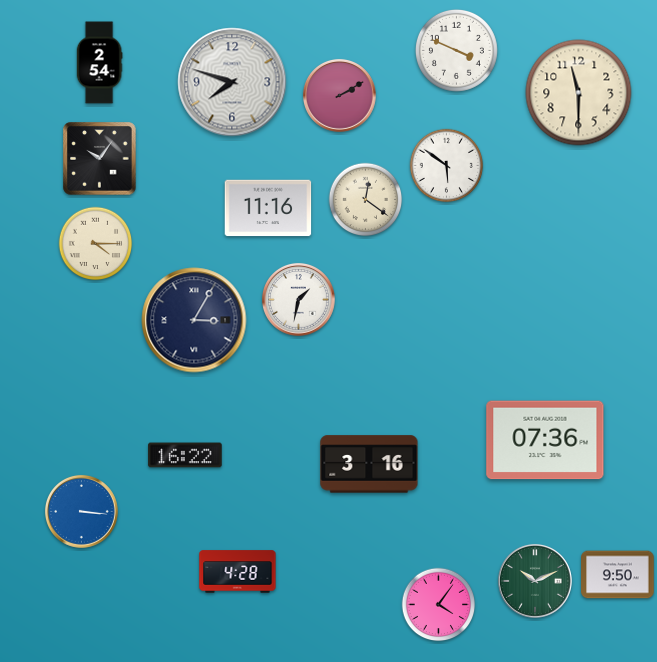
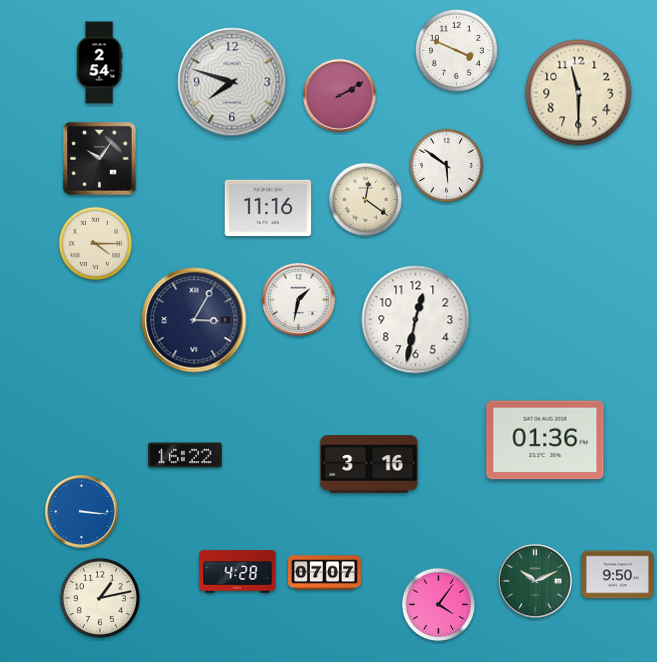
clock at (416, 320): none -> 12:32
clock at (545, 440): 07:36 -> 01:36
clock at (325, 573): none -> 07:07
clock at (100, 598): none -> 1:13
